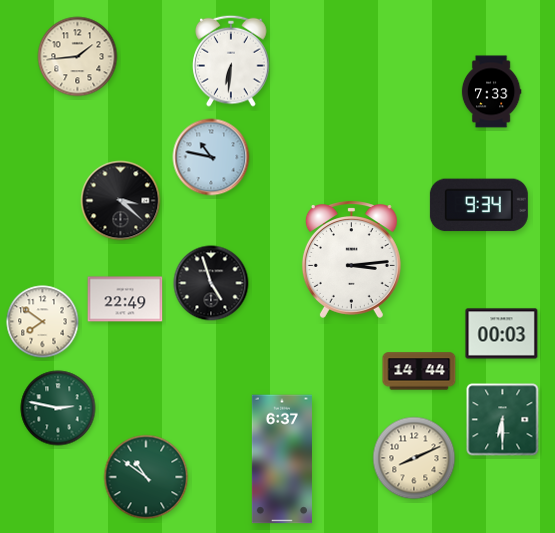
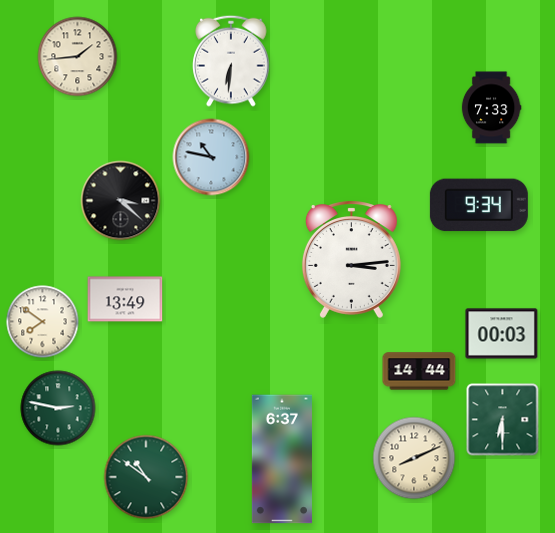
clock at (491, 92) position: (491, 92) -> (491, 108)
clock at (211, 283): 4:57 -> none
clock at (125, 299): 22:49 -> 13:49
